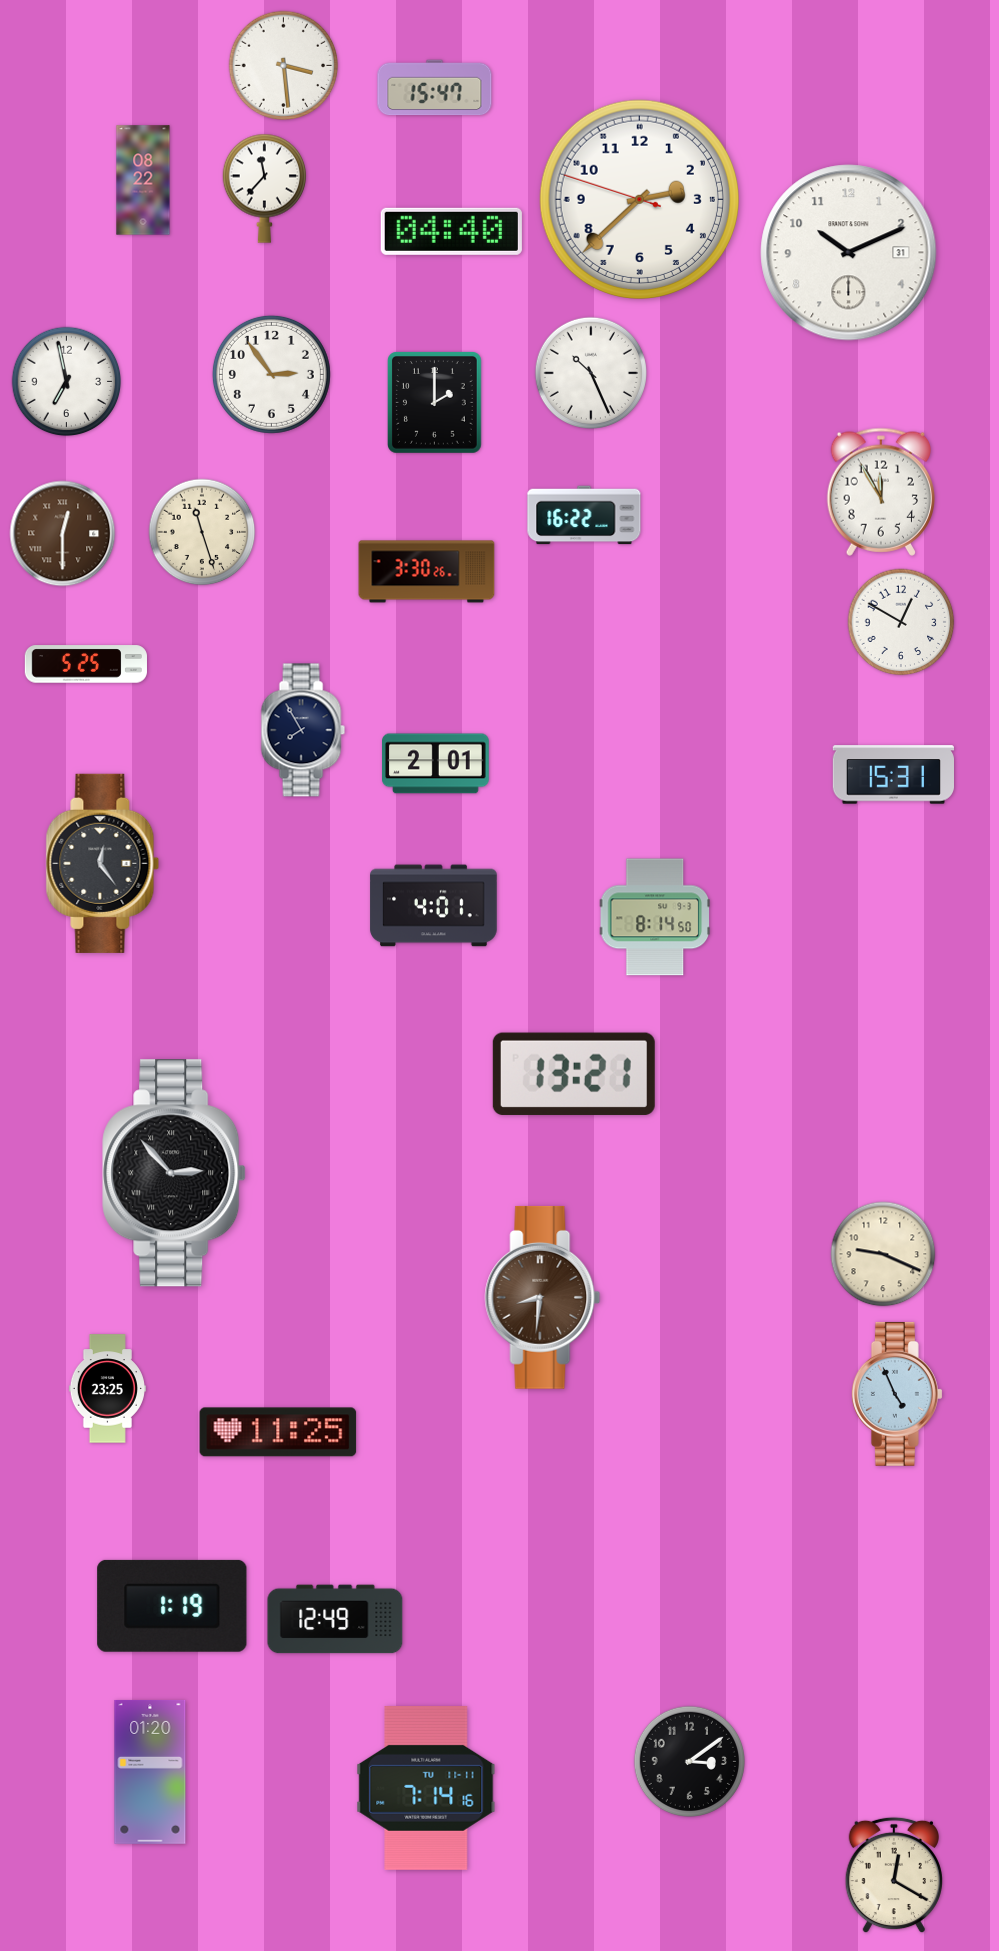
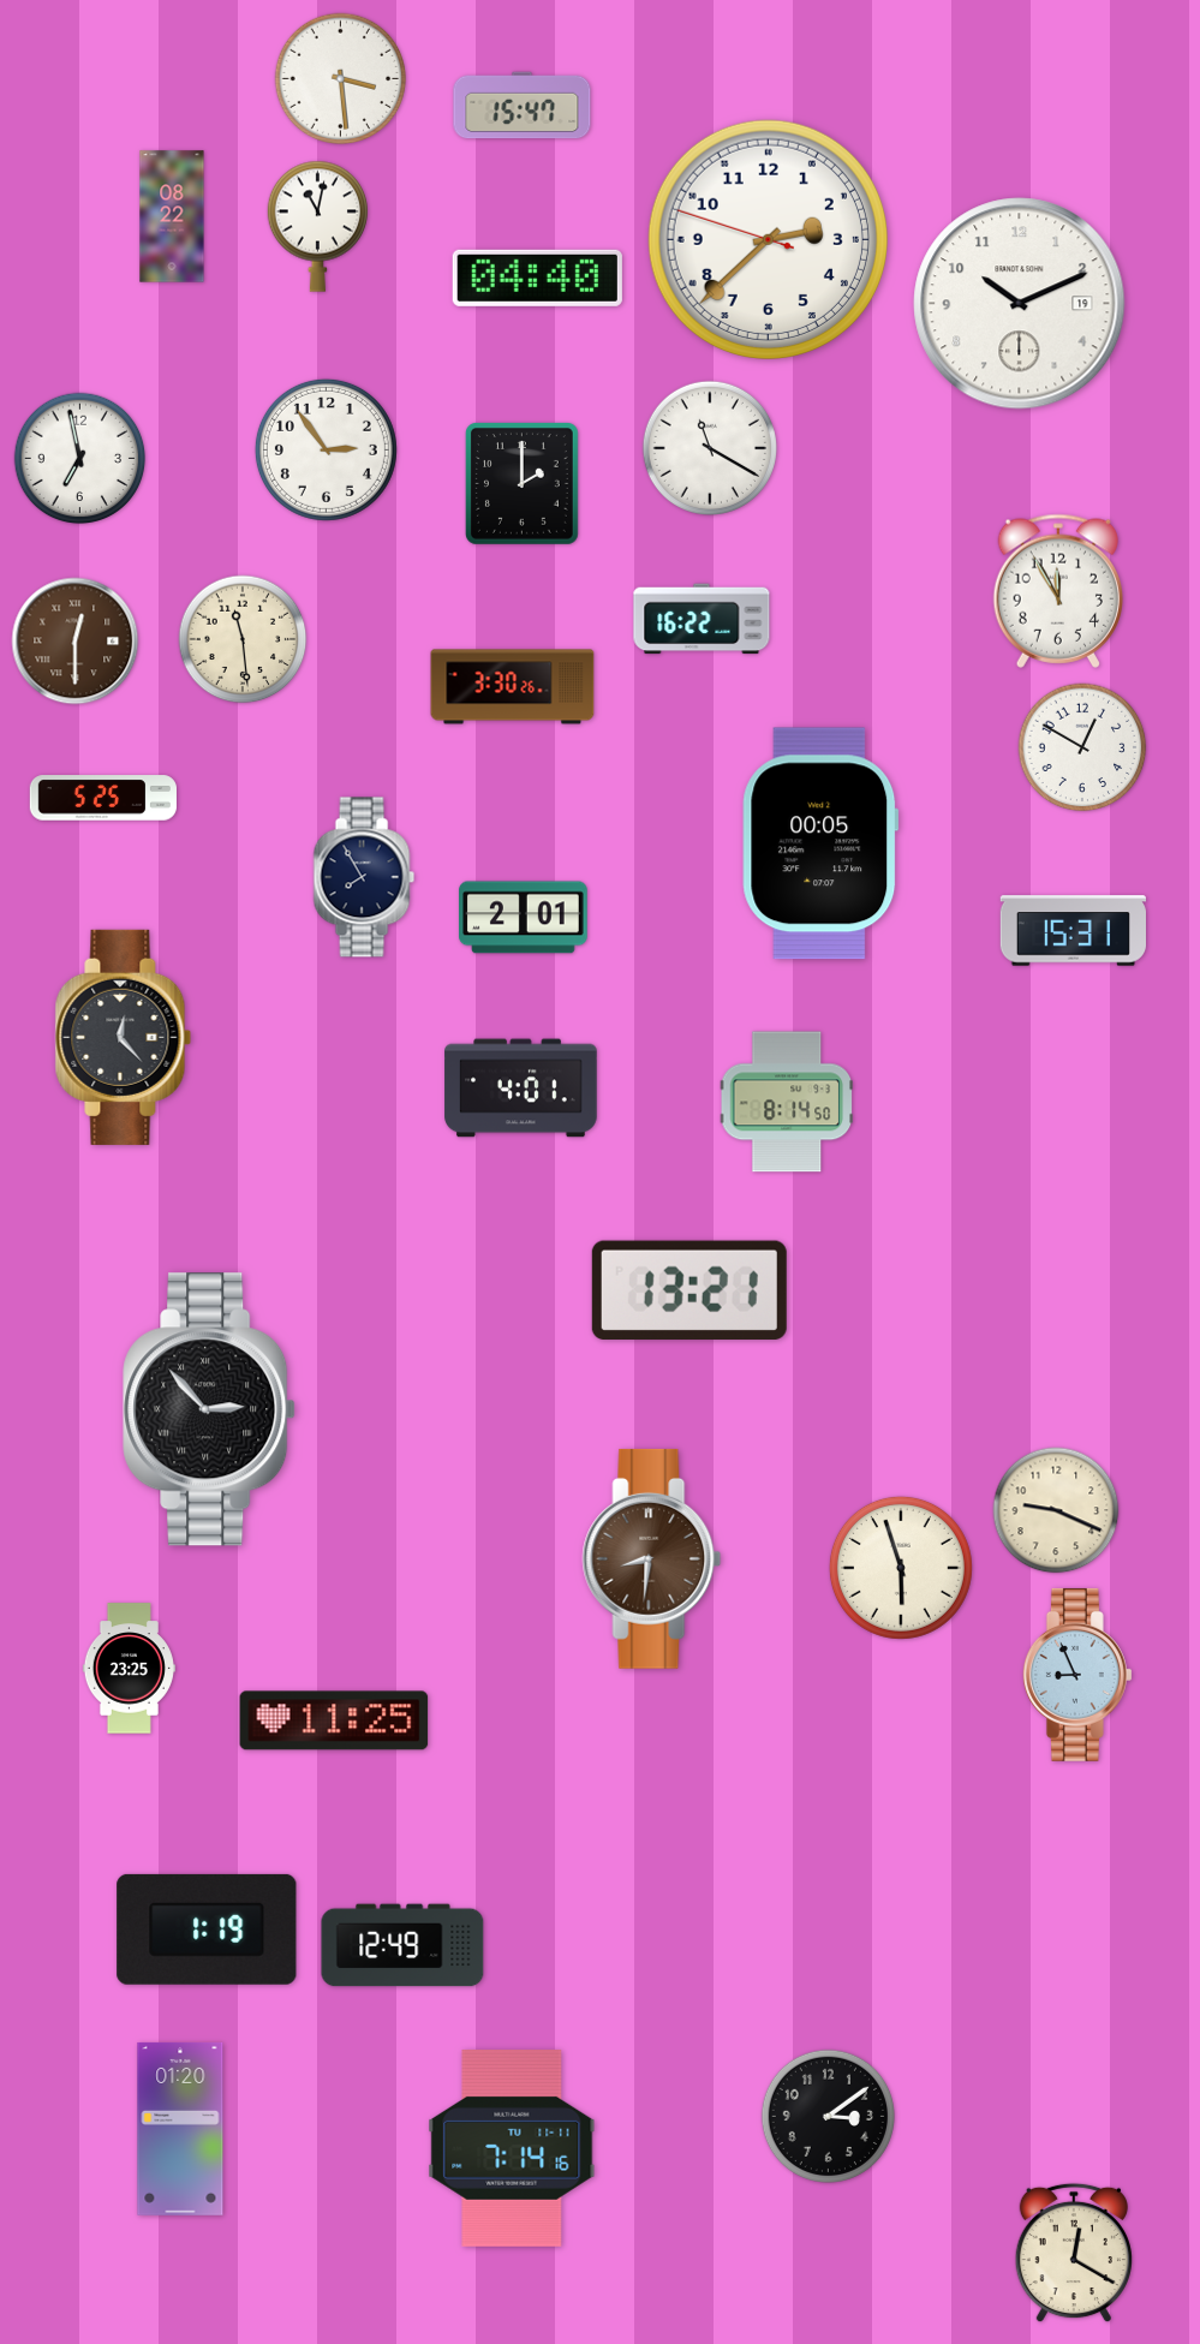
clock at (264, 188): 11:37 -> 11:02
clock at (451, 231) position: (451, 231) -> (537, 278)
clock at (849, 253) date: 31 -> 19
clock at (591, 373): 10:26 -> 11:20
clock at (202, 532): 11:27 -> 11:29
clock at (820, 843): none -> 00:05
clock at (103, 863): 12:24 -> 12:23
clock at (883, 1254) position: (883, 1254) -> (1056, 1510)
clock at (901, 1568): none -> 5:57
clock at (897, 1394): 4:56 -> 8:56
